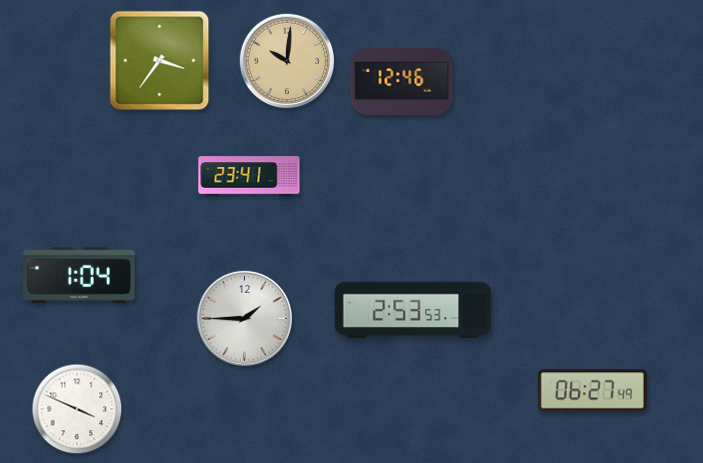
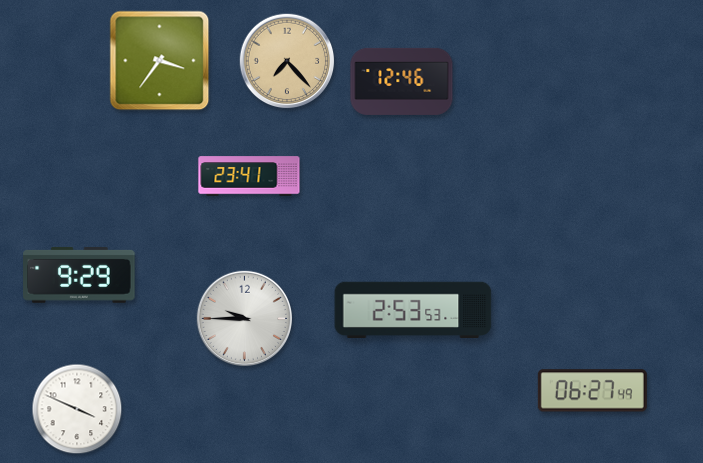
clock at (287, 61): 10:01 -> 7:23
clock at (79, 275): 1:04 -> 9:29
clock at (244, 318): 1:45 -> 9:45
